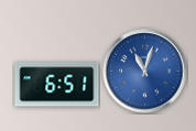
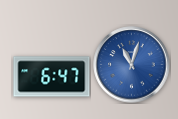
clock at (57, 85): 6:51 -> 6:47
